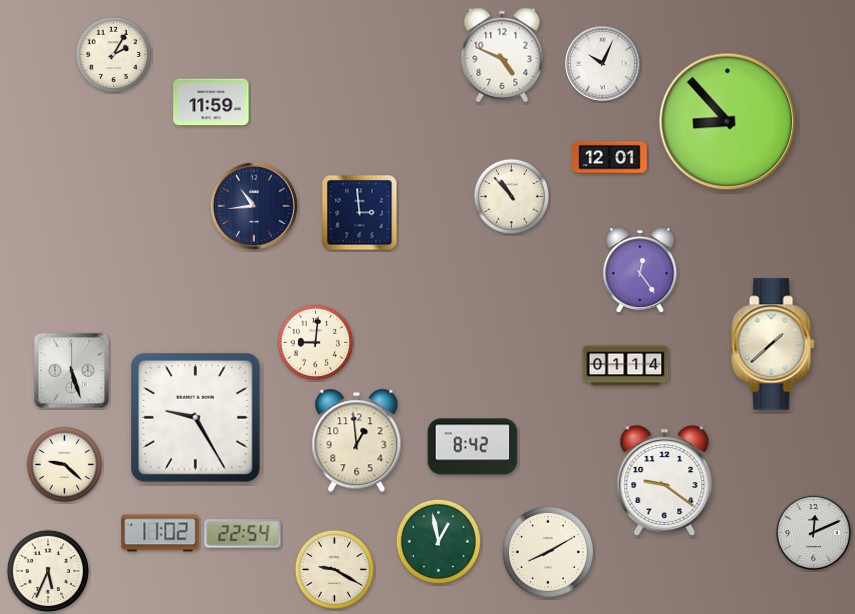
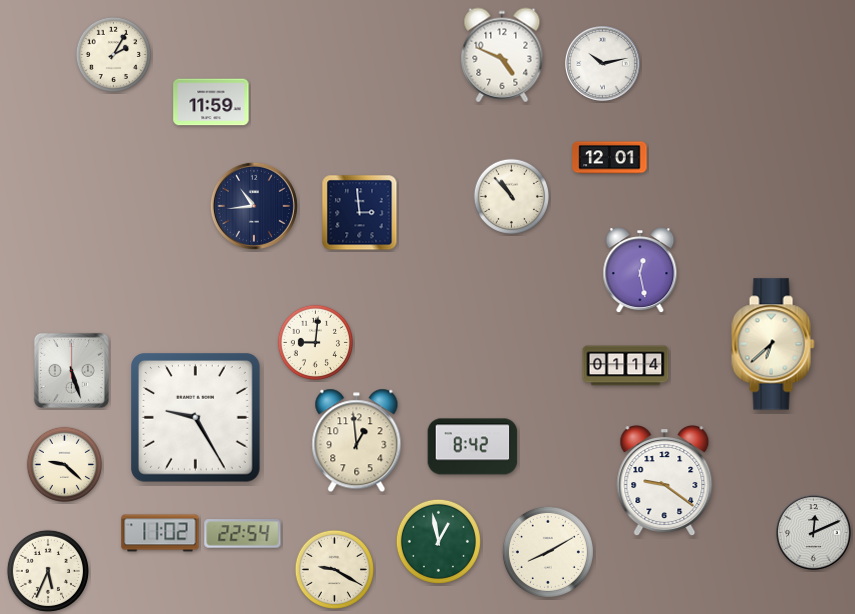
clock at (603, 64): 10:04 -> 10:13
clock at (728, 122): 8:53 -> none
clock at (640, 271): 12:24 -> 12:28
clock at (773, 344): 1:38 -> 6:38
